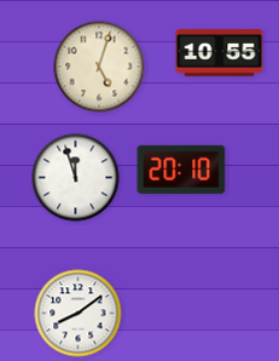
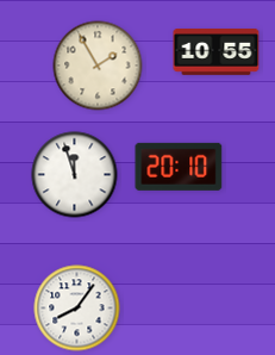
clock at (99, 67): 5:03 -> 1:55
clock at (79, 314): 8:09 -> 8:06
